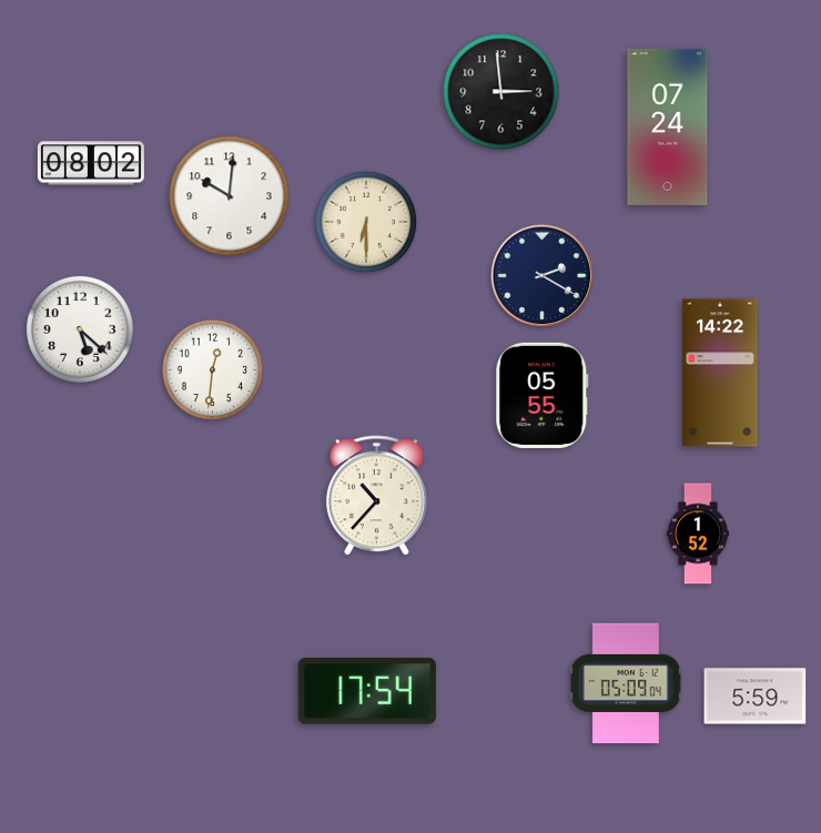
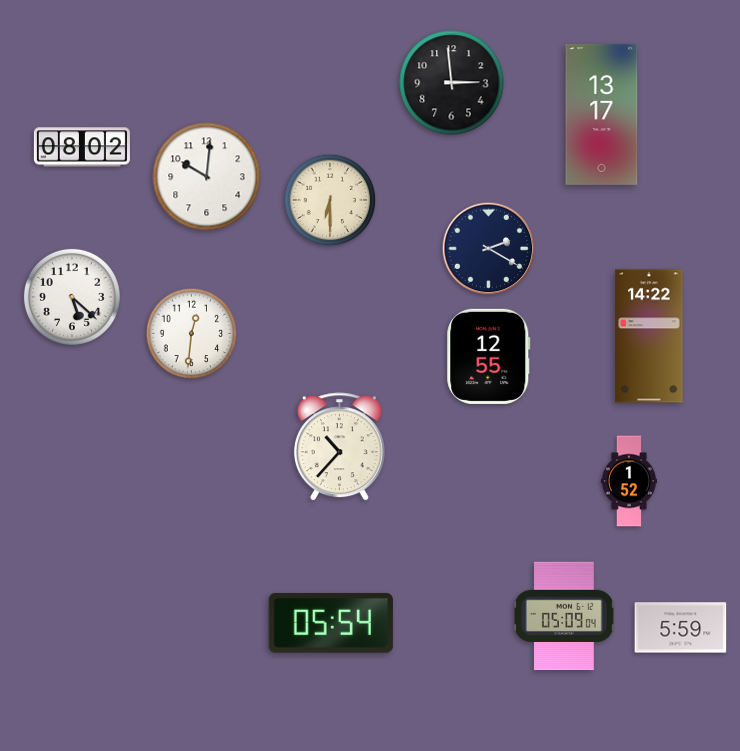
clock at (668, 126): 07:24 -> 13:17
clock at (543, 395): 05:55 -> 12:55
clock at (367, 691): 17:54 -> 05:54
